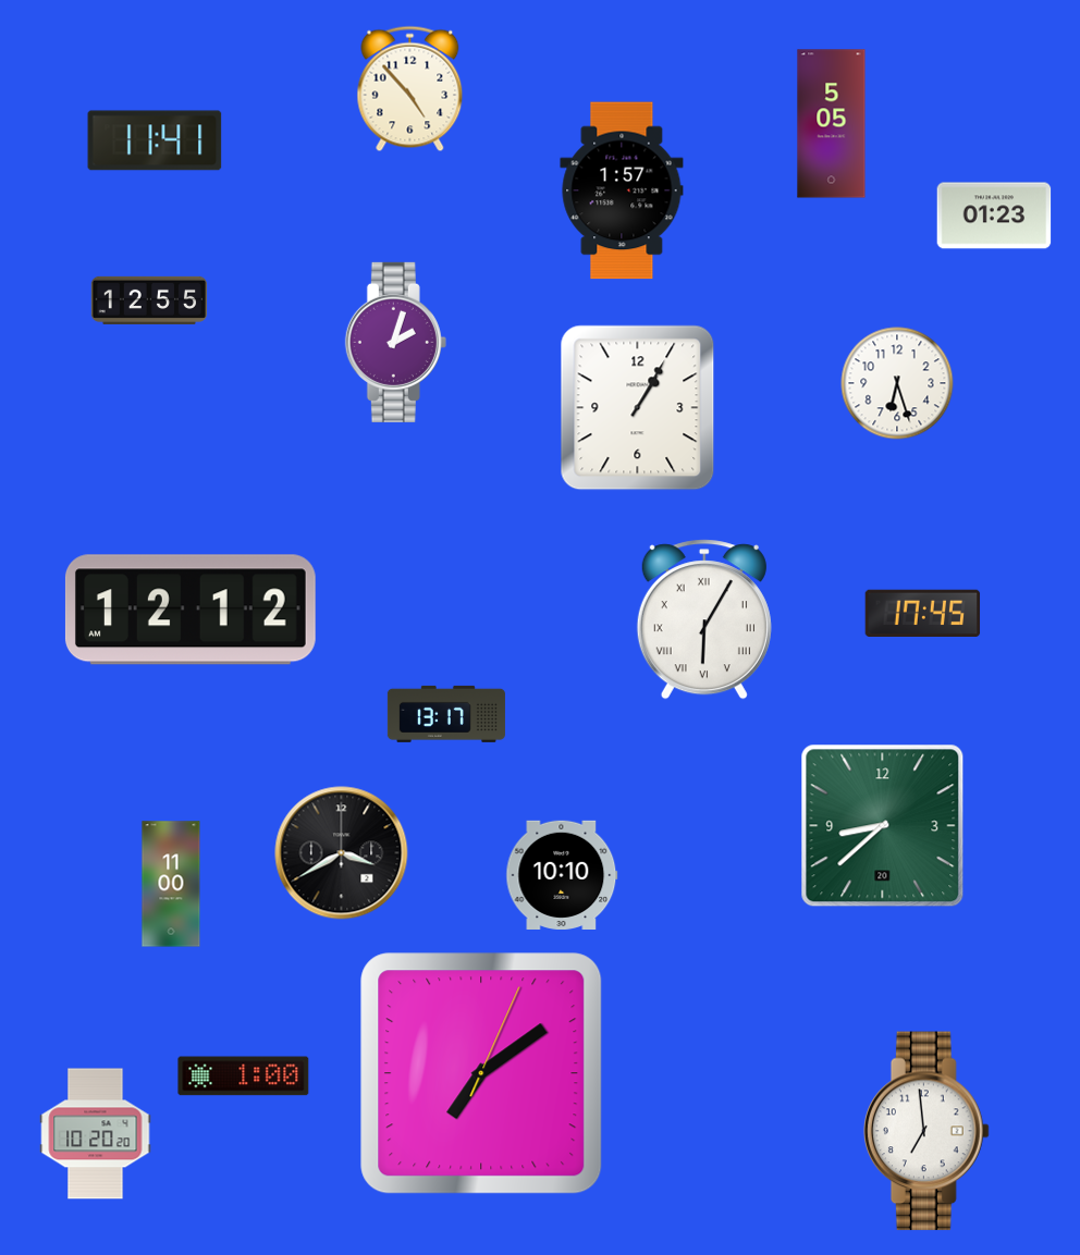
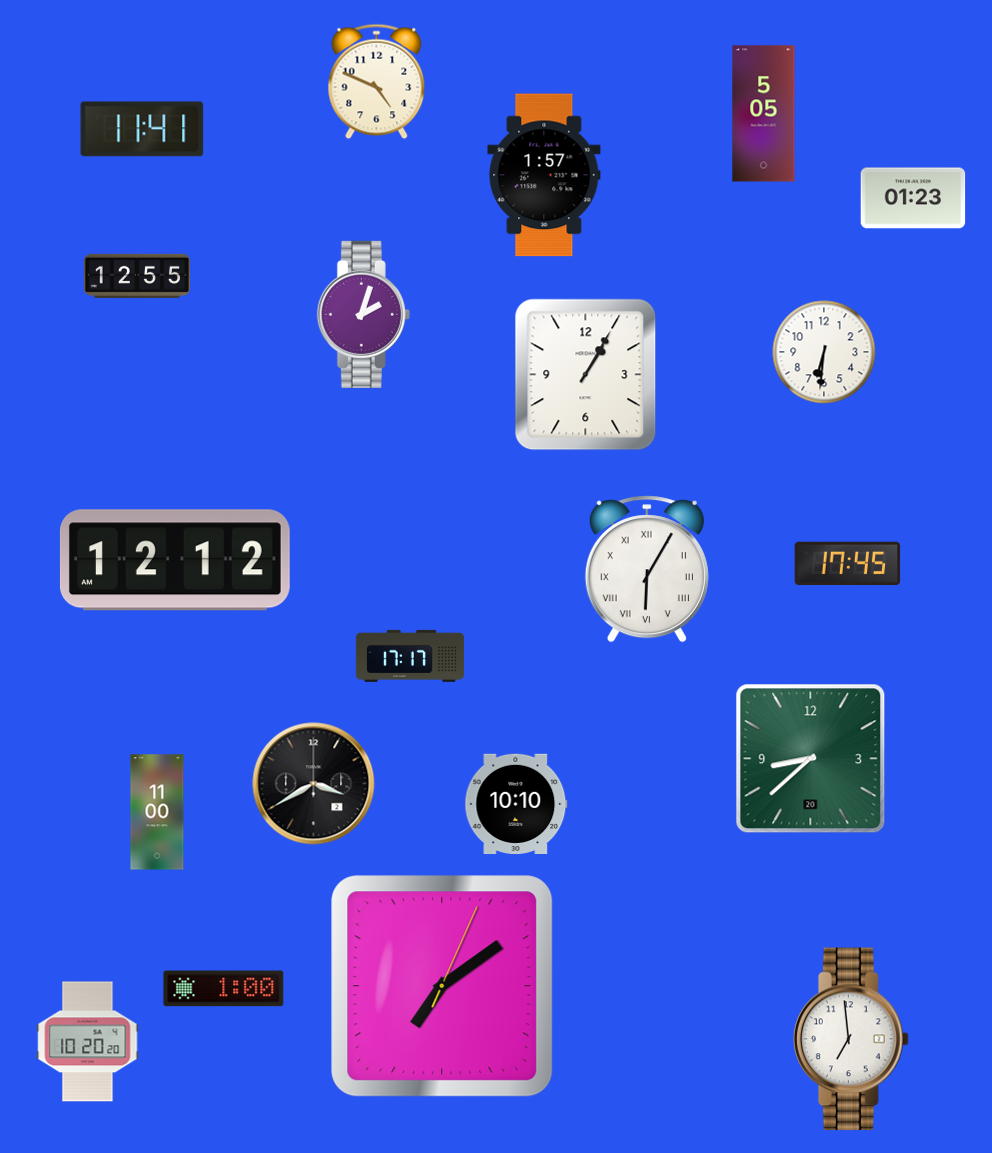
clock at (410, 89): 4:53 -> 4:49
clock at (622, 190) position: (622, 190) -> (544, 175)
clock at (897, 383): 6:27 -> 6:31
clock at (446, 714): 13:17 -> 17:17
